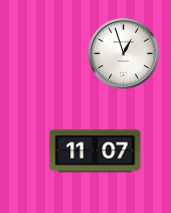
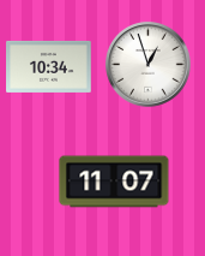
clock at (49, 66): none -> 10:34
